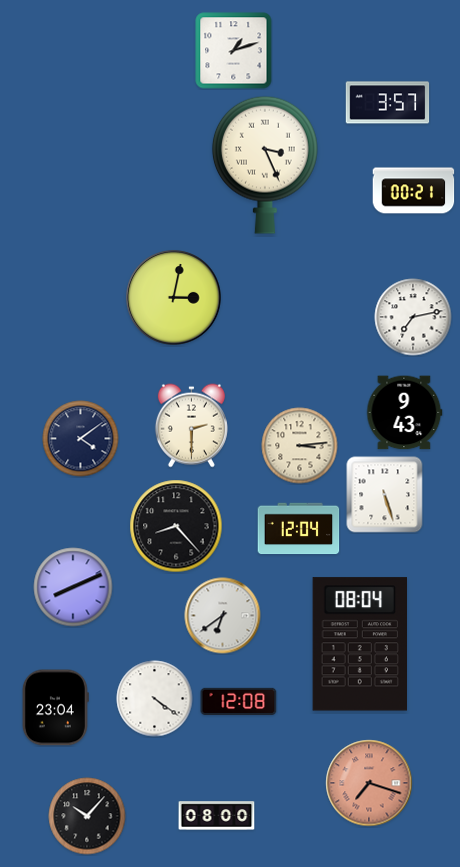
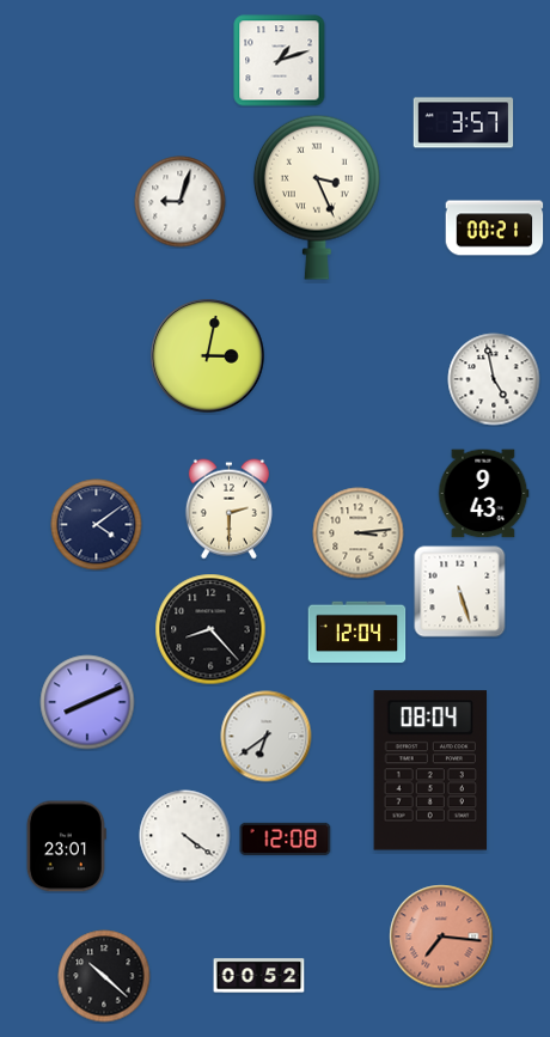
clock at (181, 202): none -> 9:03
clock at (413, 317): 7:13 -> 4:58
clock at (55, 708): 23:04 -> 23:01
clock at (369, 783): 7:18 -> 7:16
clock at (87, 816): 10:07 -> 10:22
clock at (217, 816): 08:00 -> 00:52
